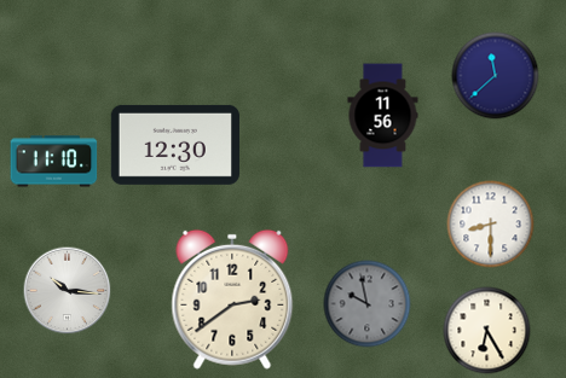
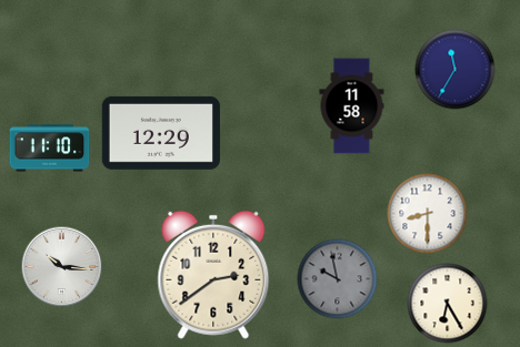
clock at (496, 76): 11:38 -> 11:35
clock at (383, 116): 11:56 -> 11:58
clock at (175, 145): 12:30 -> 12:29
clock at (491, 225) position: (491, 225) -> (428, 214)
